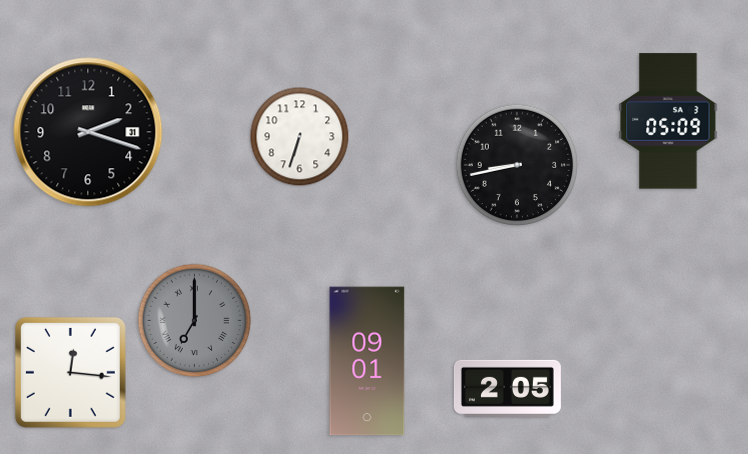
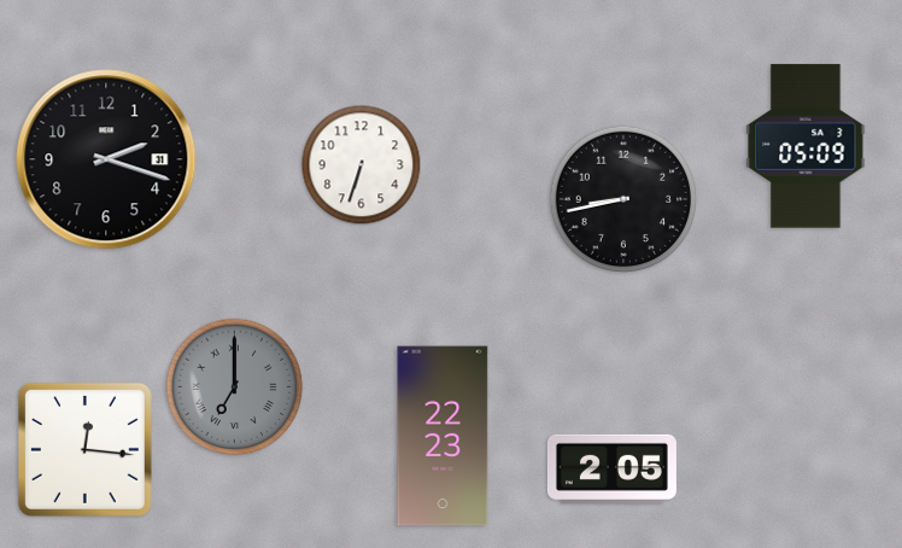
clock at (367, 361): 09:01 -> 22:23
